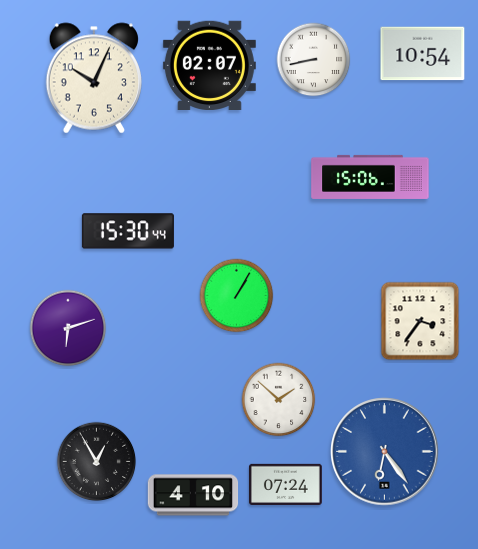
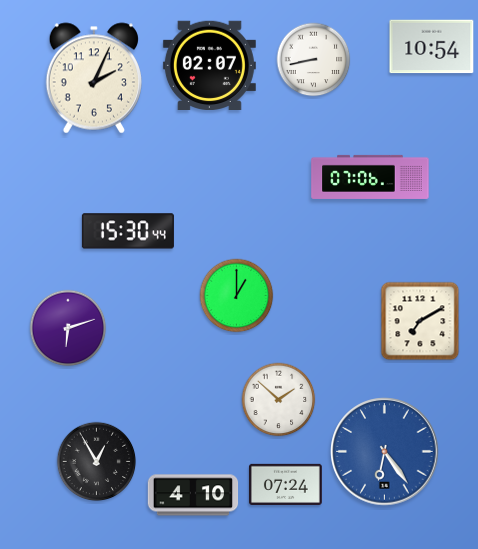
clock at (423, 54) position: (423, 54) -> (432, 47)
clock at (93, 78): 10:04 -> 2:04
clock at (370, 177): 15:06 -> 07:06
clock at (237, 296): 1:05 -> 1:00
clock at (420, 321): 3:36 -> 7:10
